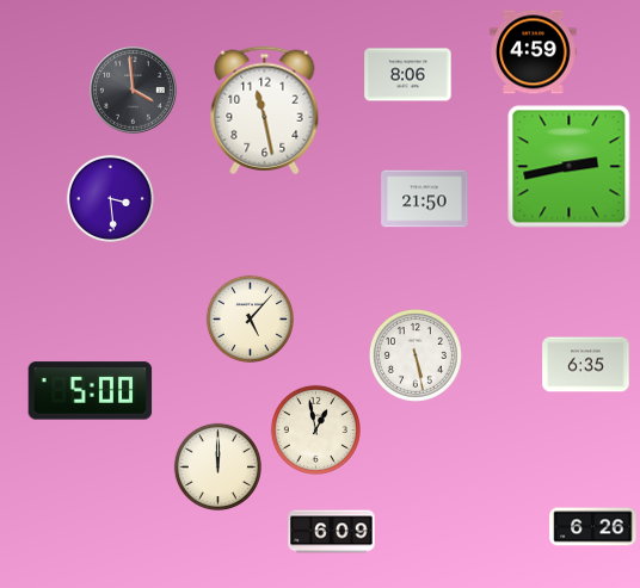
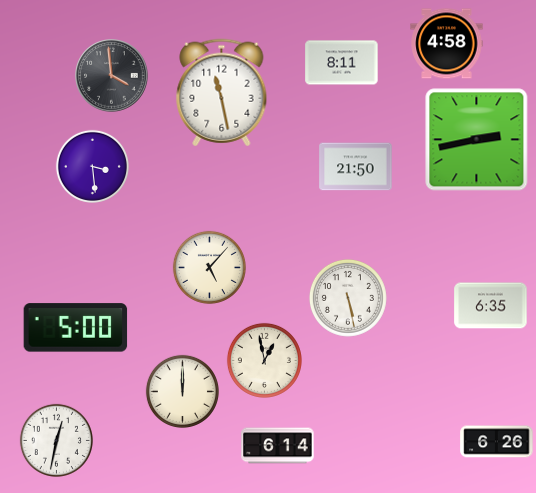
clock at (534, 52): 4:59 -> 4:58
clock at (408, 75): 8:06 -> 8:11
clock at (56, 440): none -> 12:32
clock at (332, 532): 6:09 -> 6:14
